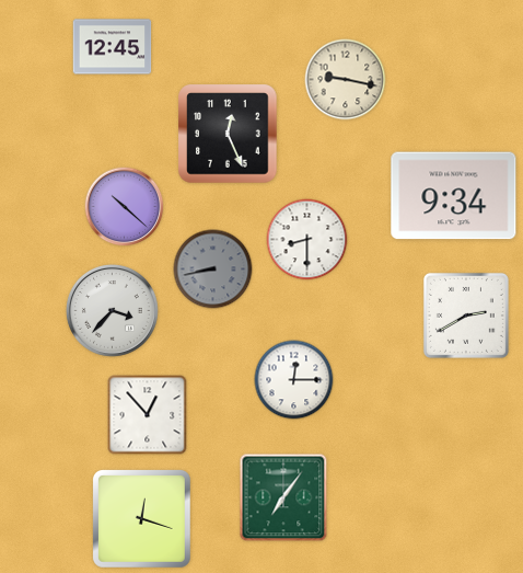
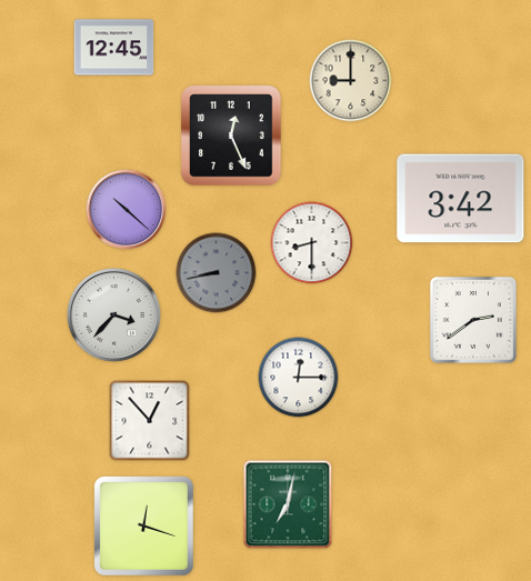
clock at (346, 80): 9:17 -> 9:00
clock at (454, 196): 9:34 -> 3:42
clock at (466, 316): 2:40 -> 2:39
clock at (294, 380) position: (294, 380) -> (299, 378)
clock at (283, 497): 7:06 -> 7:02
